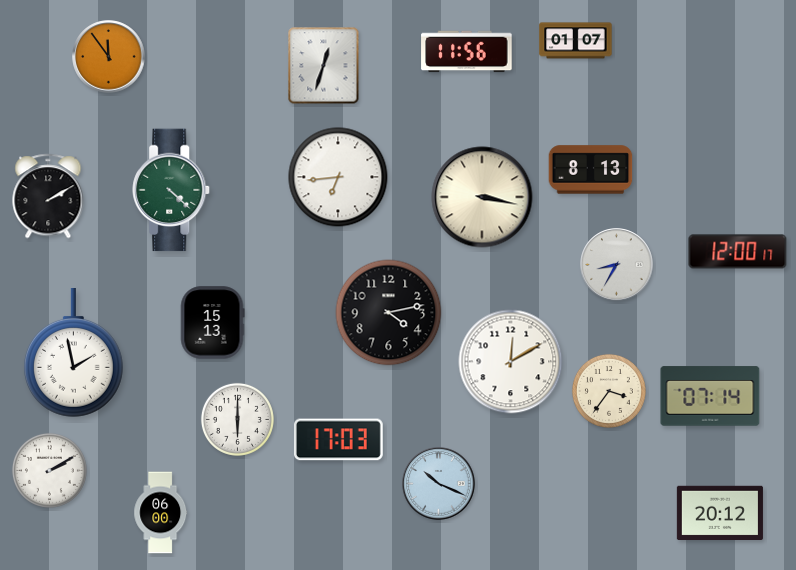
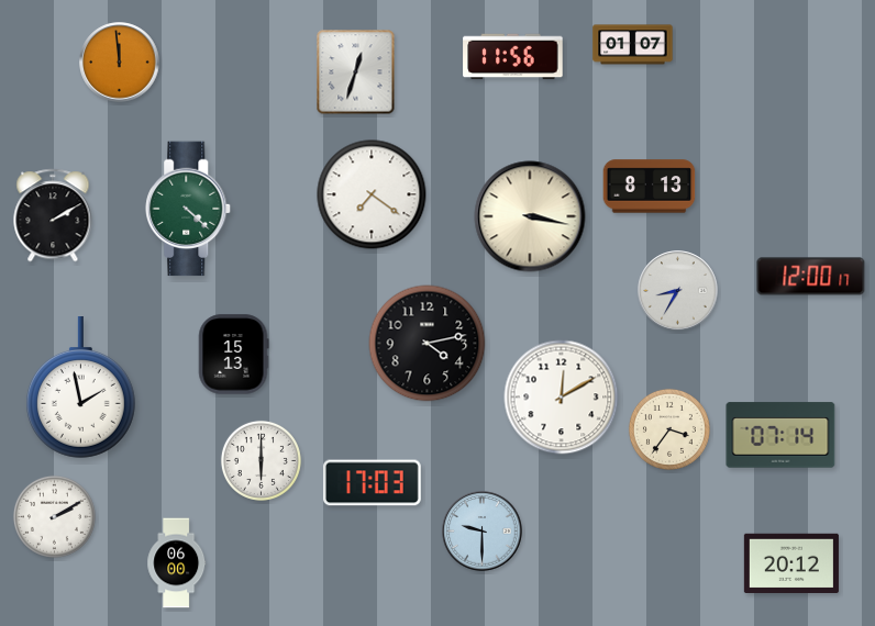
clock at (109, 57): 11:54 -> 11:59
clock at (338, 177): 6:44 -> 7:21
clock at (439, 484): 10:19 -> 9:30
